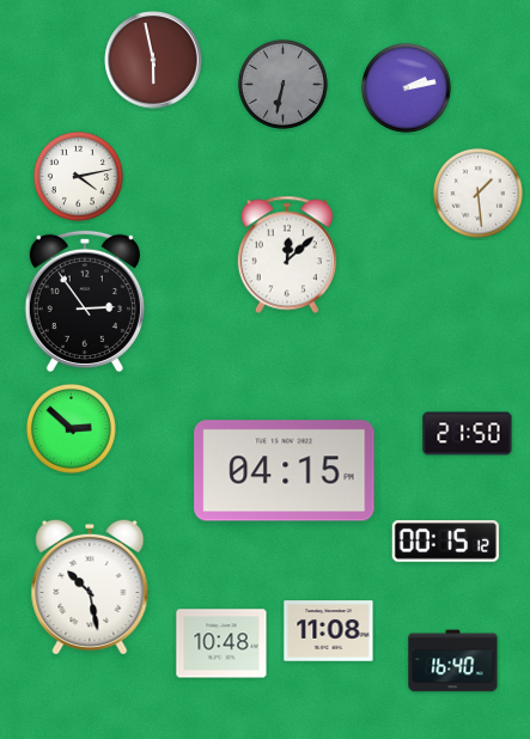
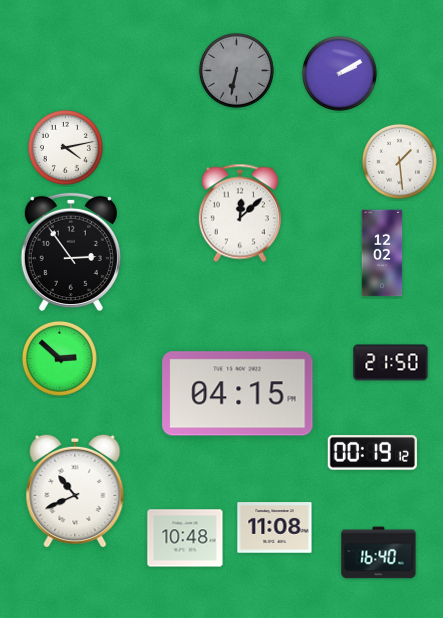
clock at (153, 60): 5:58 -> none
clock at (406, 87): 2:13 -> 2:10
clock at (382, 253): none -> 12:02
clock at (445, 542): 00:15 -> 00:19
clock at (90, 587): 10:28 -> 10:41
